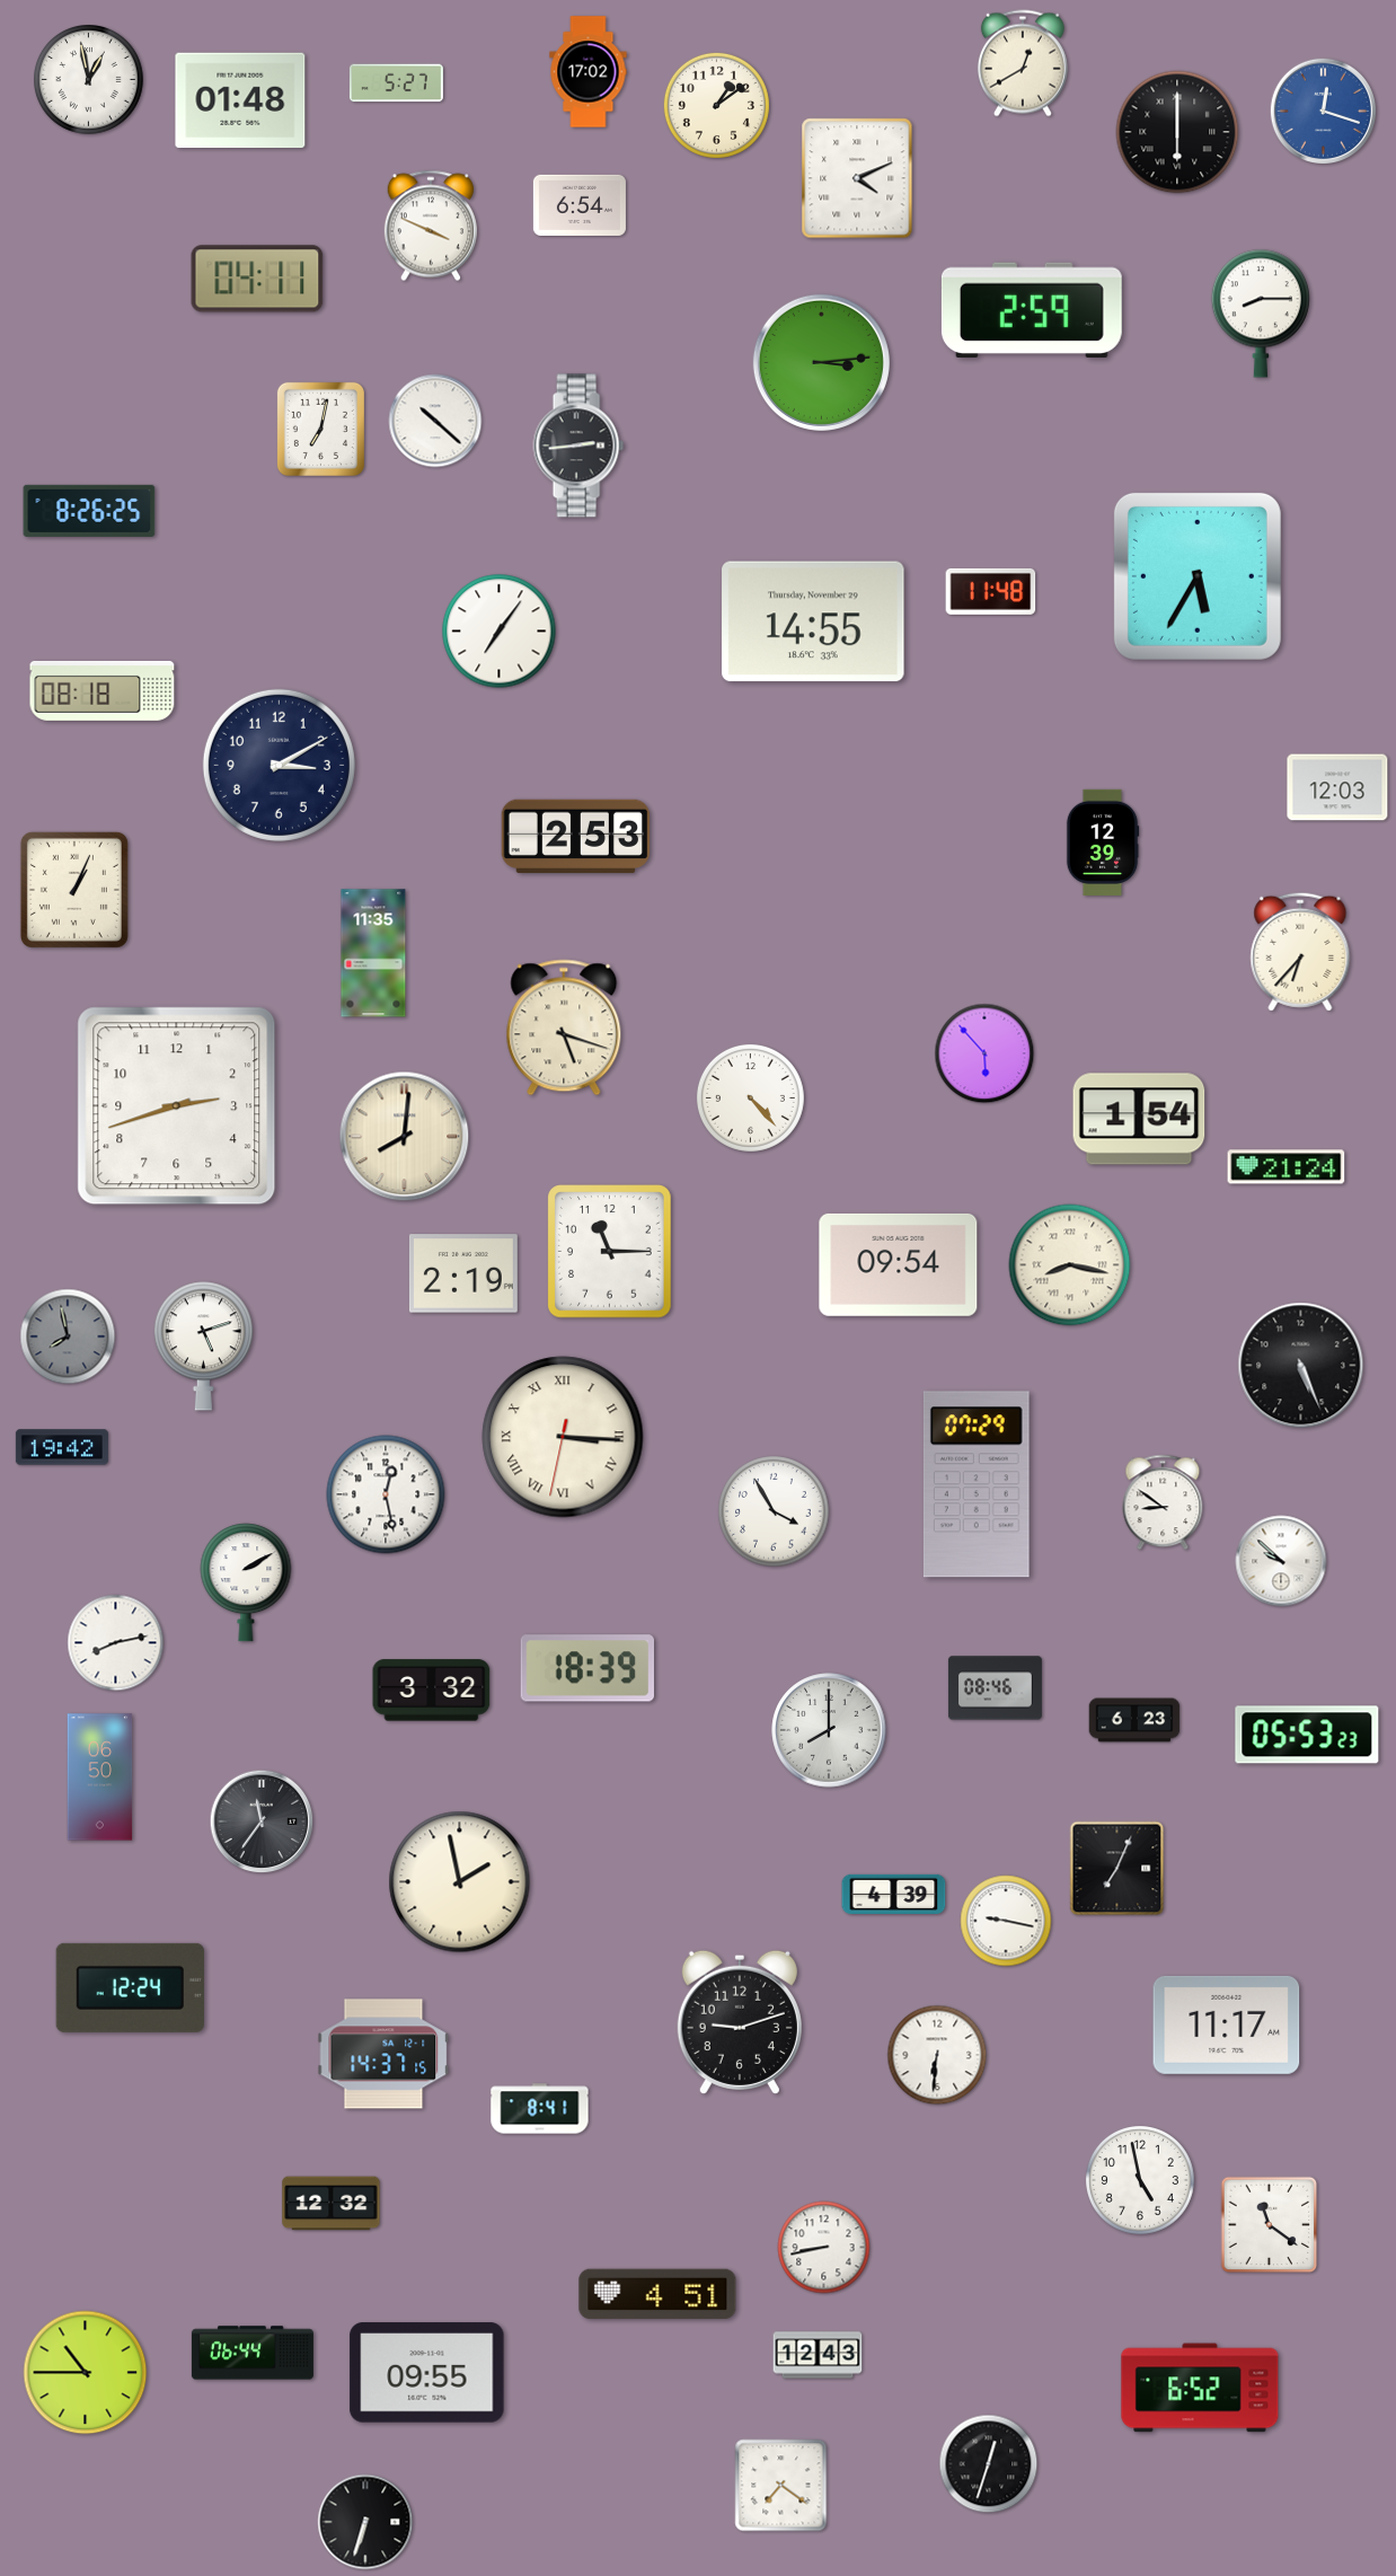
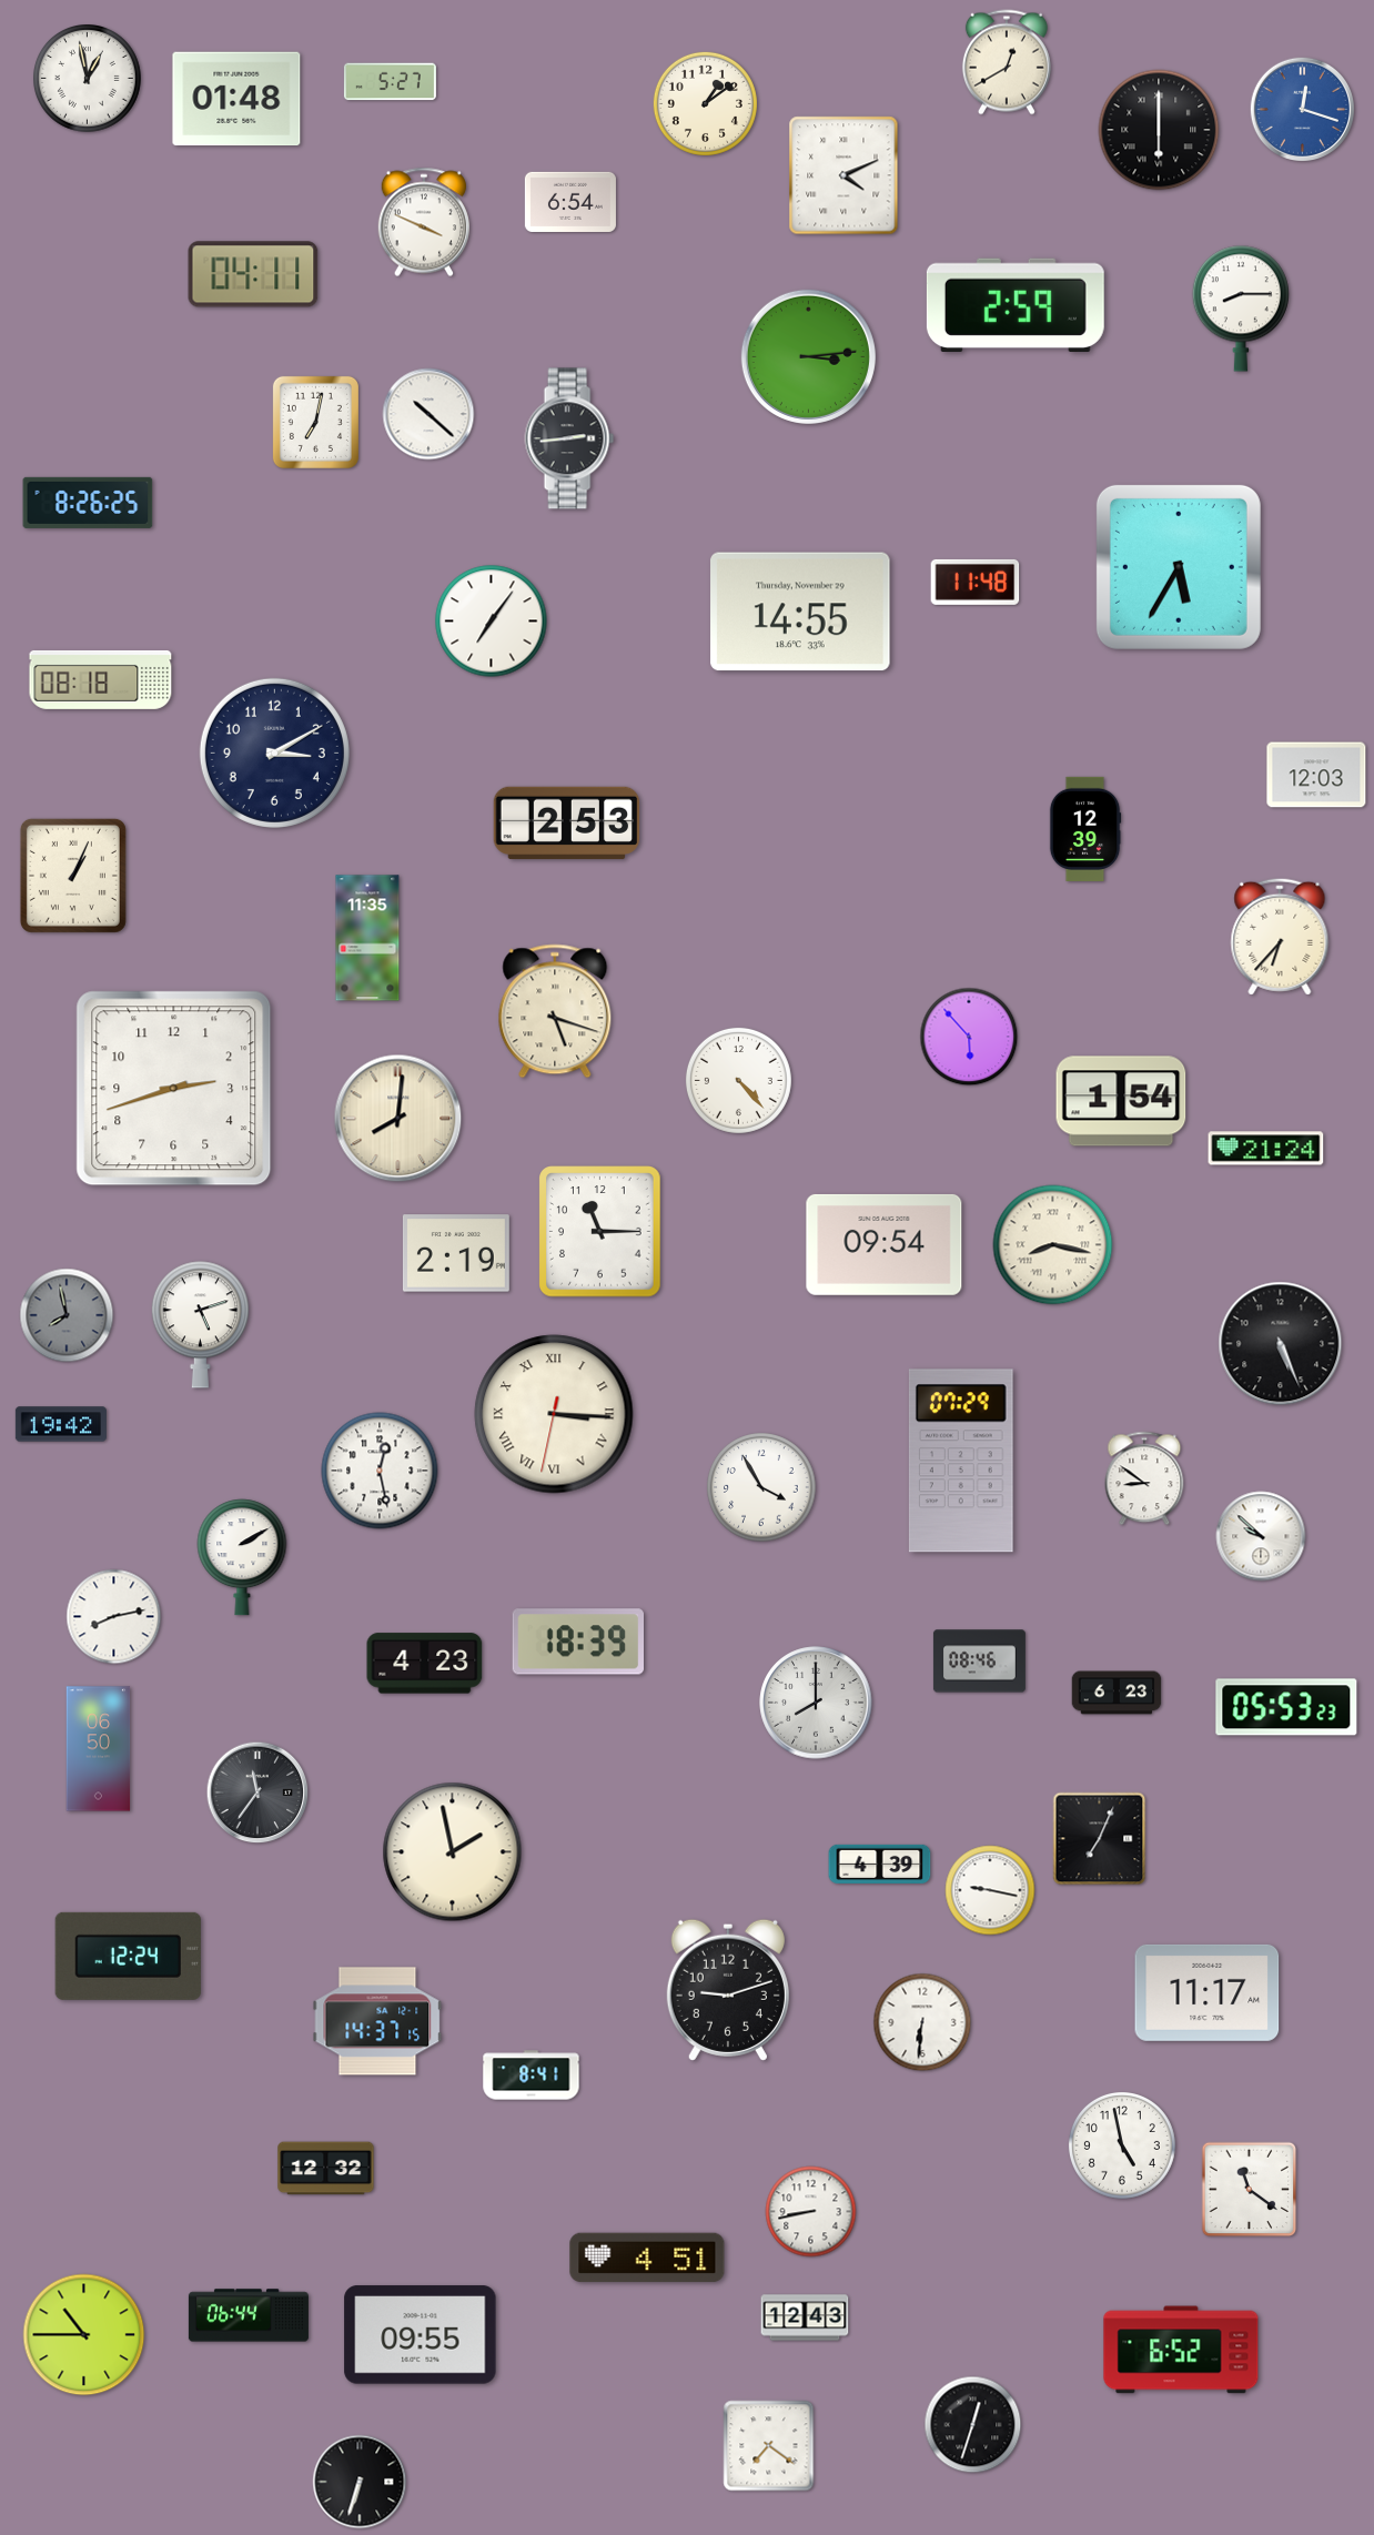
clock at (589, 72): 17:02 -> none
clock at (432, 1691): 3:32 -> 4:23
